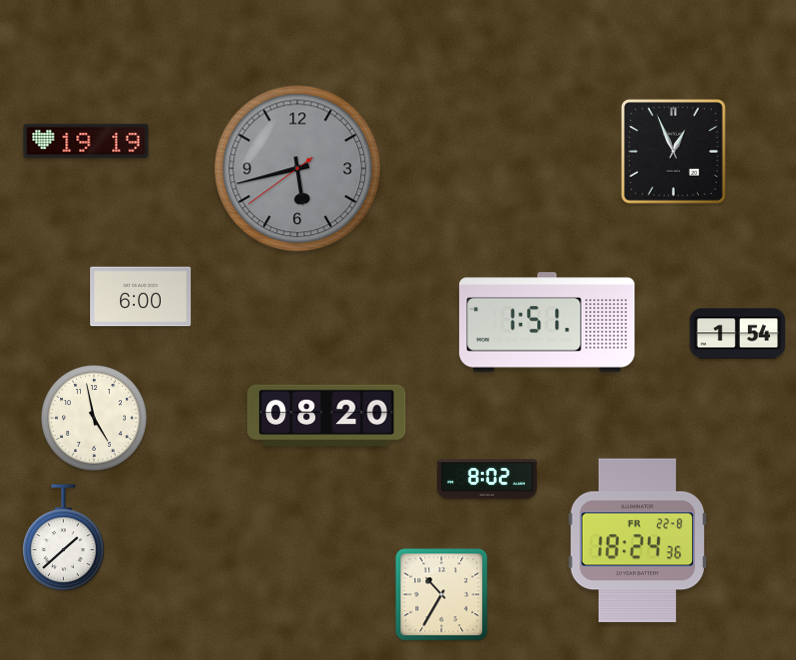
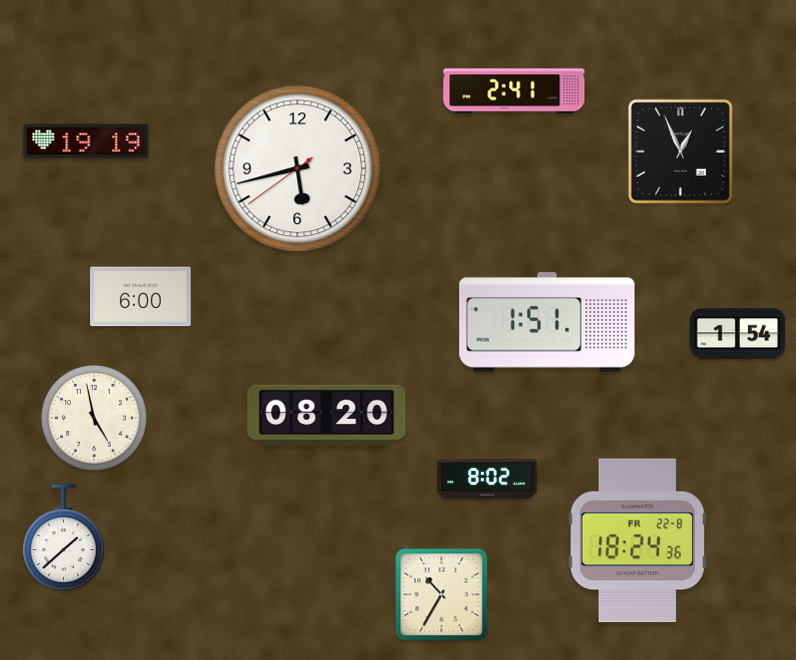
clock at (514, 91): none -> 2:41
clock at (673, 151) position: (673, 151) -> (680, 151)
clock at (298, 169) dial: grey -> white
